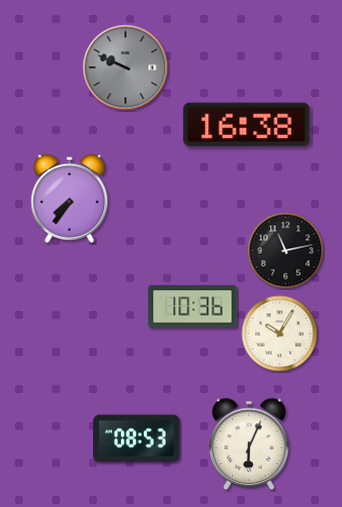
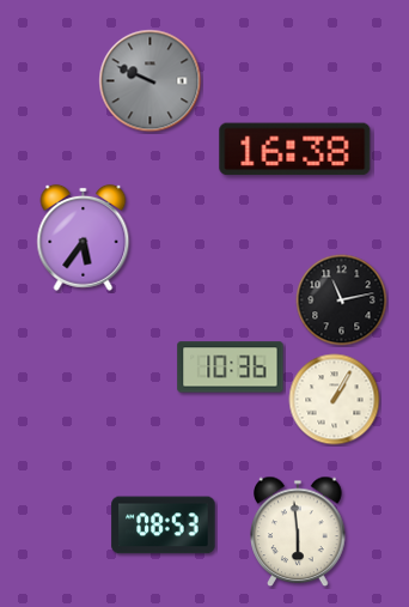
clock at (70, 198): 7:36 -> 5:36
clock at (280, 334): 10:05 -> 1:05
clock at (249, 444): 6:04 -> 5:59
